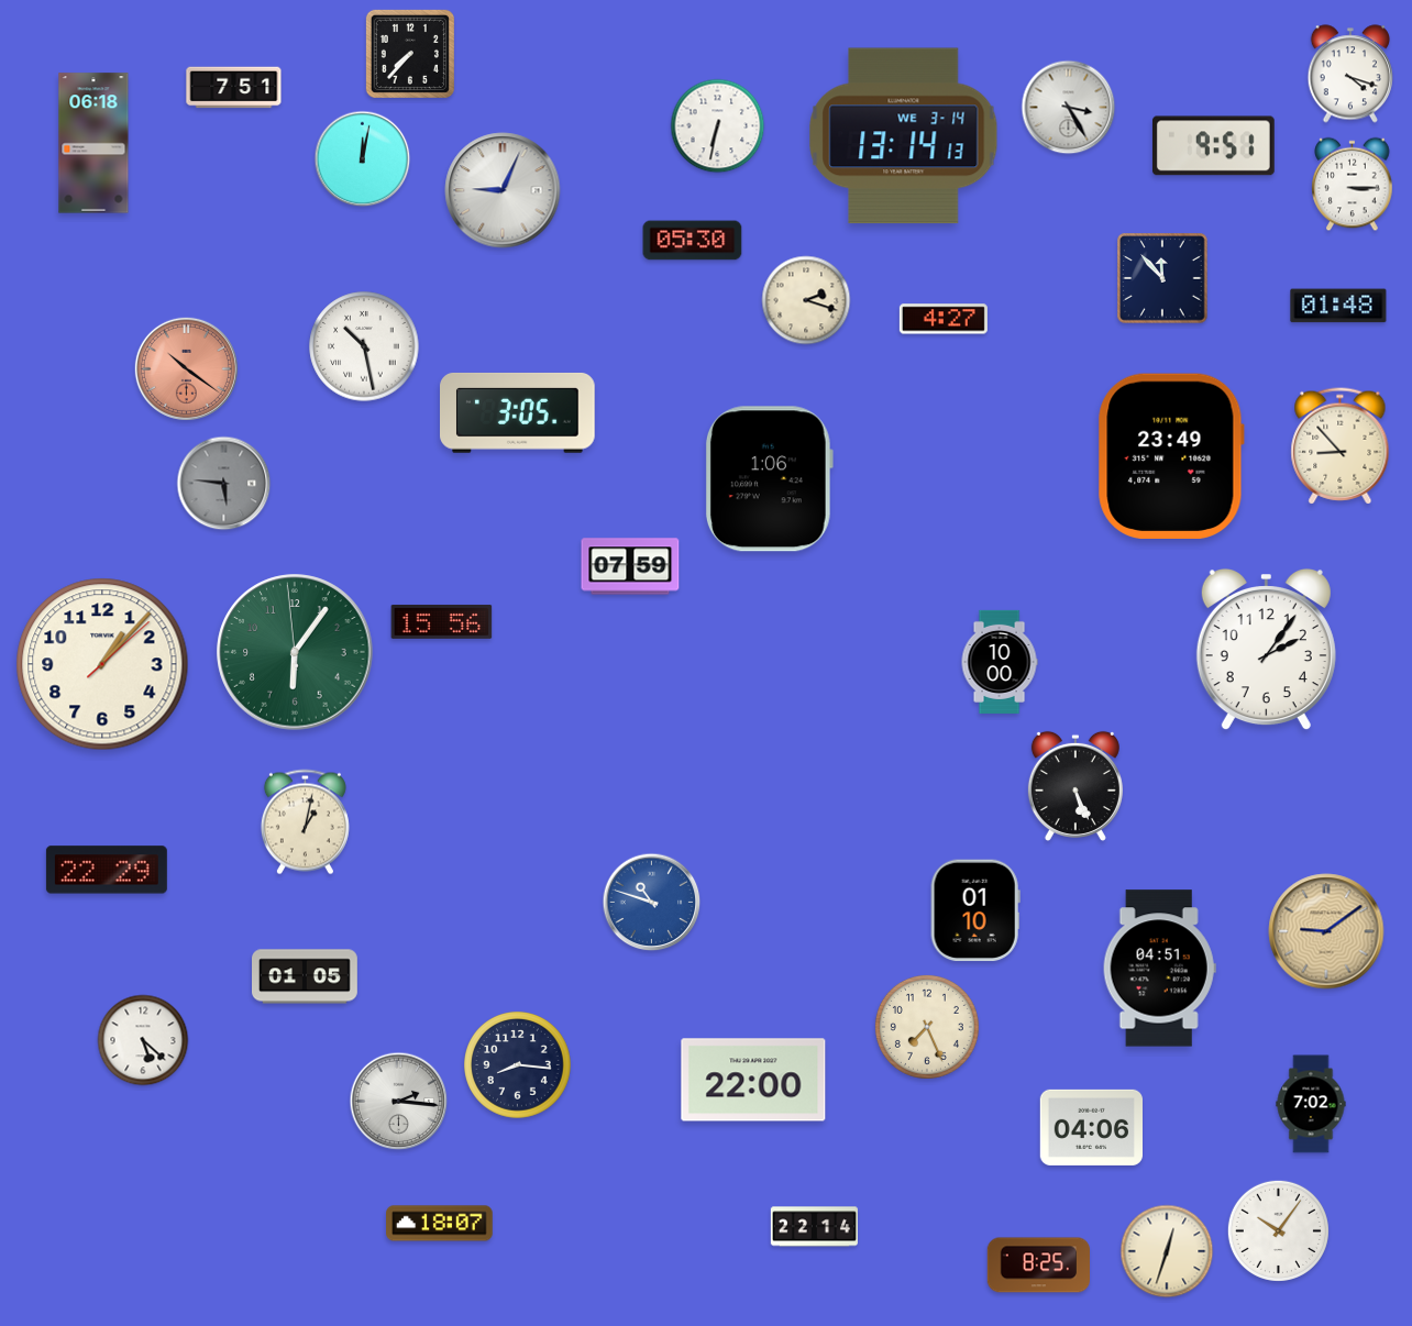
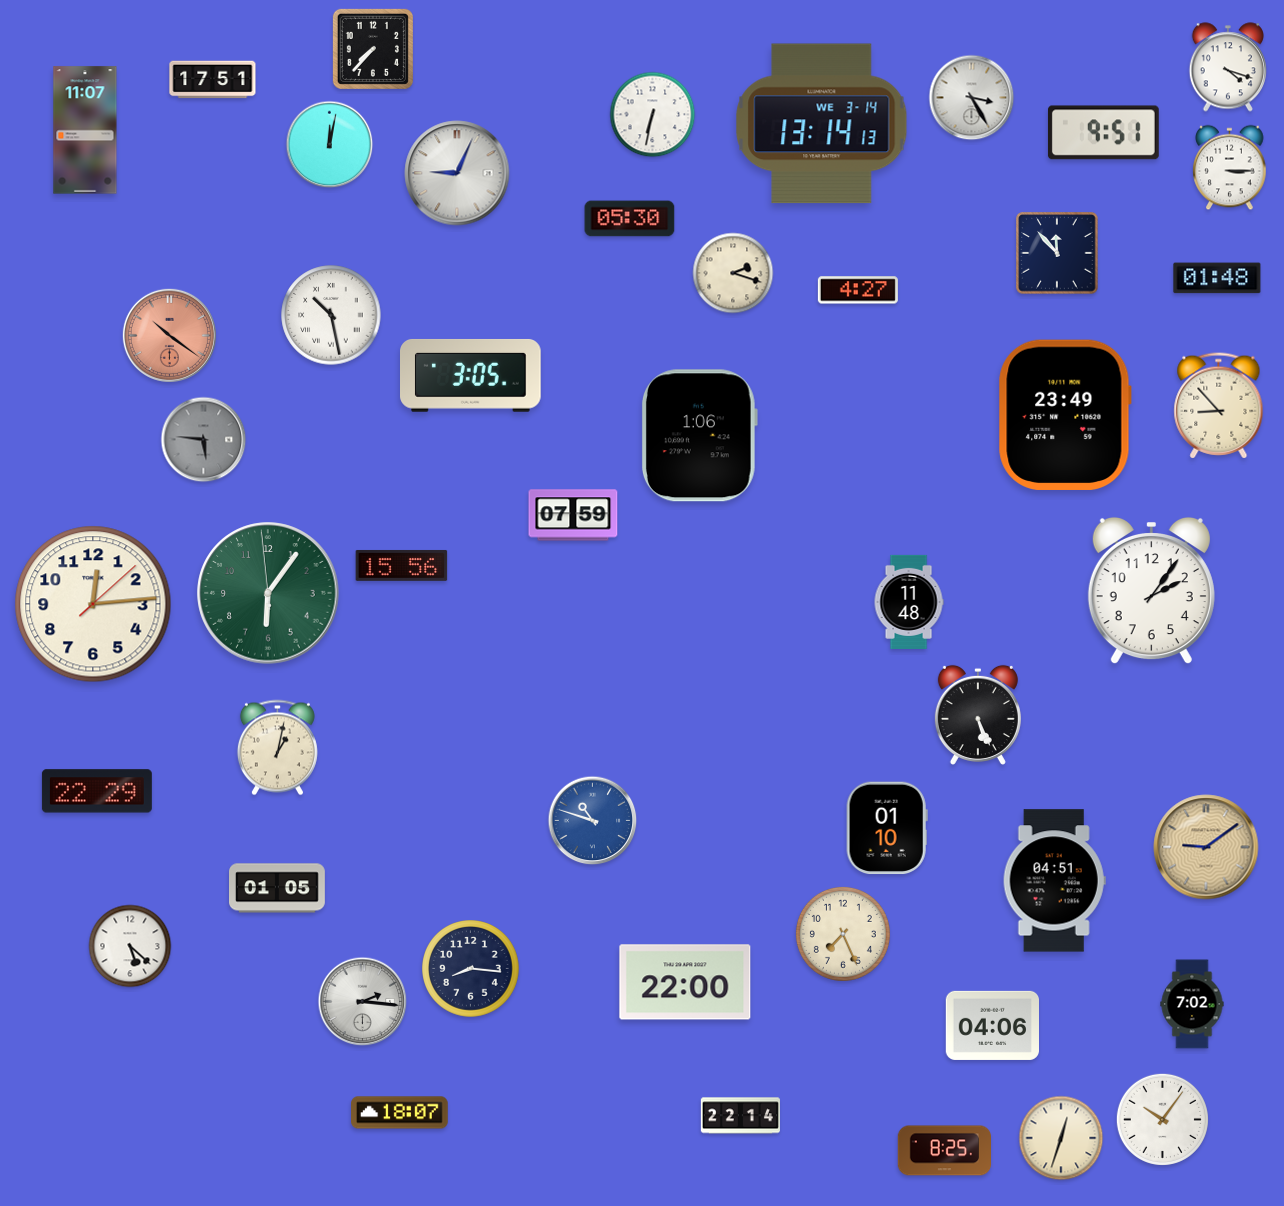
clock at (234, 88): 7:51 -> 17:51
clock at (93, 143): 06:18 -> 11:07
clock at (1000, 662): 10:00 -> 11:48
clock at (102, 664): 1:07 -> 12:14
